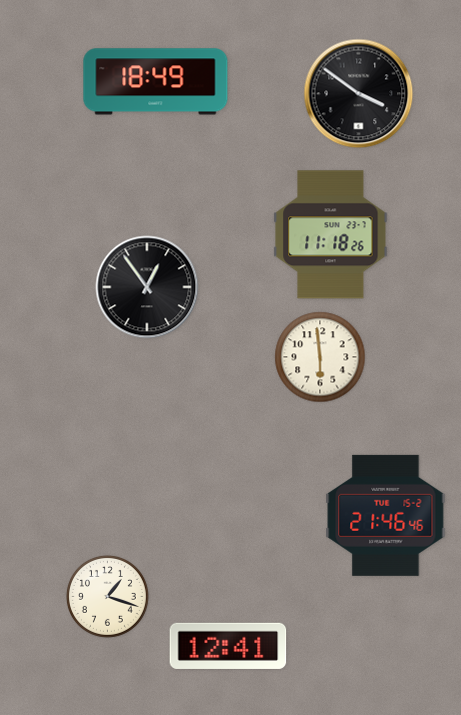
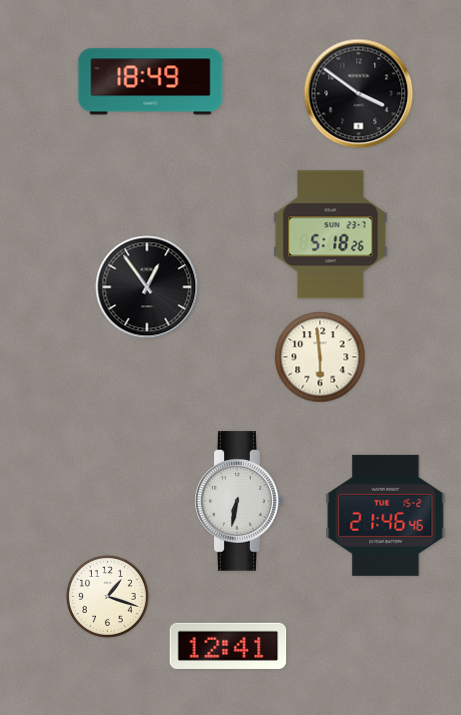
clock at (156, 82) position: (156, 82) -> (151, 82)
clock at (331, 235): 11:18 -> 5:18
clock at (239, 501): none -> 6:32
